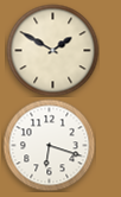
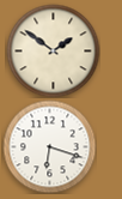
clock at (52, 50): 1:50 -> 1:51
